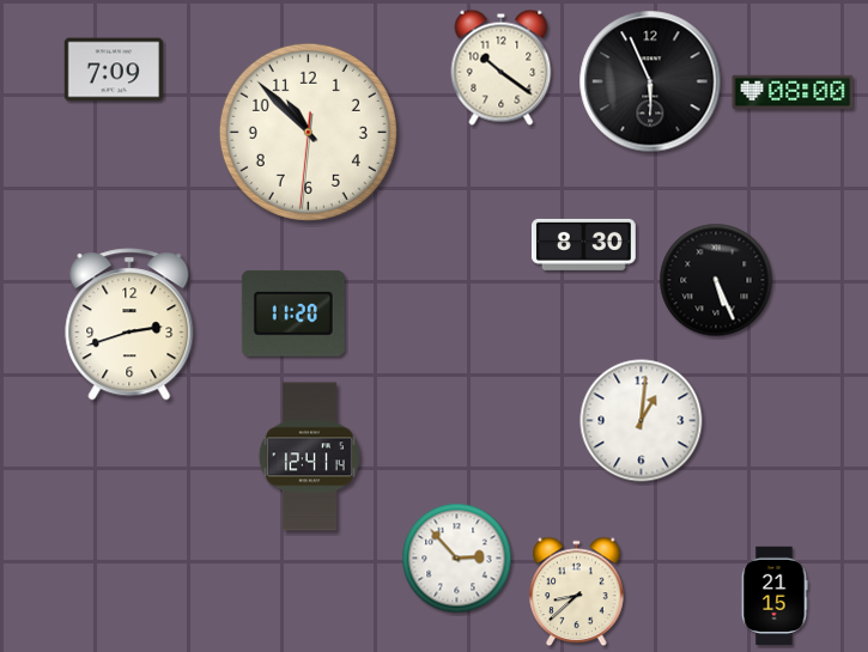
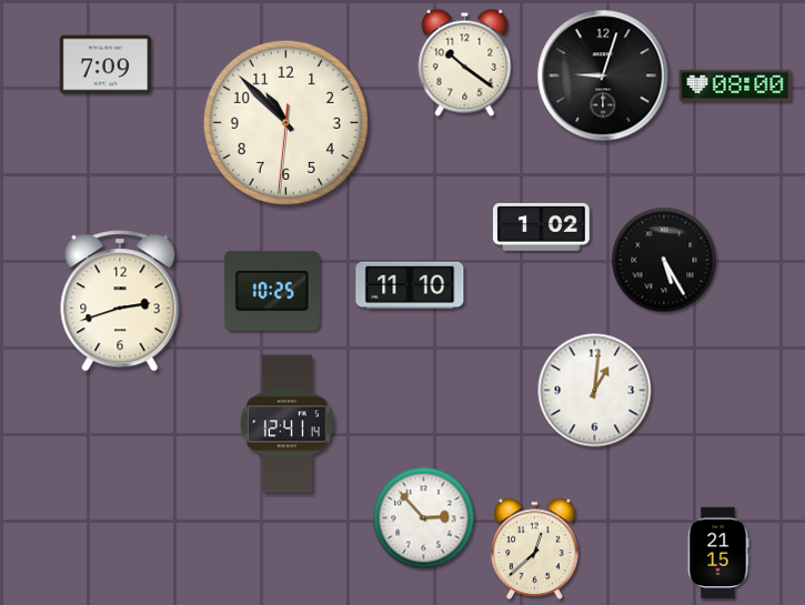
clock at (650, 81): 5:56 -> 9:03
clock at (583, 244): 8:30 -> 1:02
clock at (716, 280): 5:26 -> 5:25
clock at (410, 285): none -> 11:10
clock at (293, 313): 11:20 -> 10:25
clock at (577, 592): 8:38 -> 12:38
